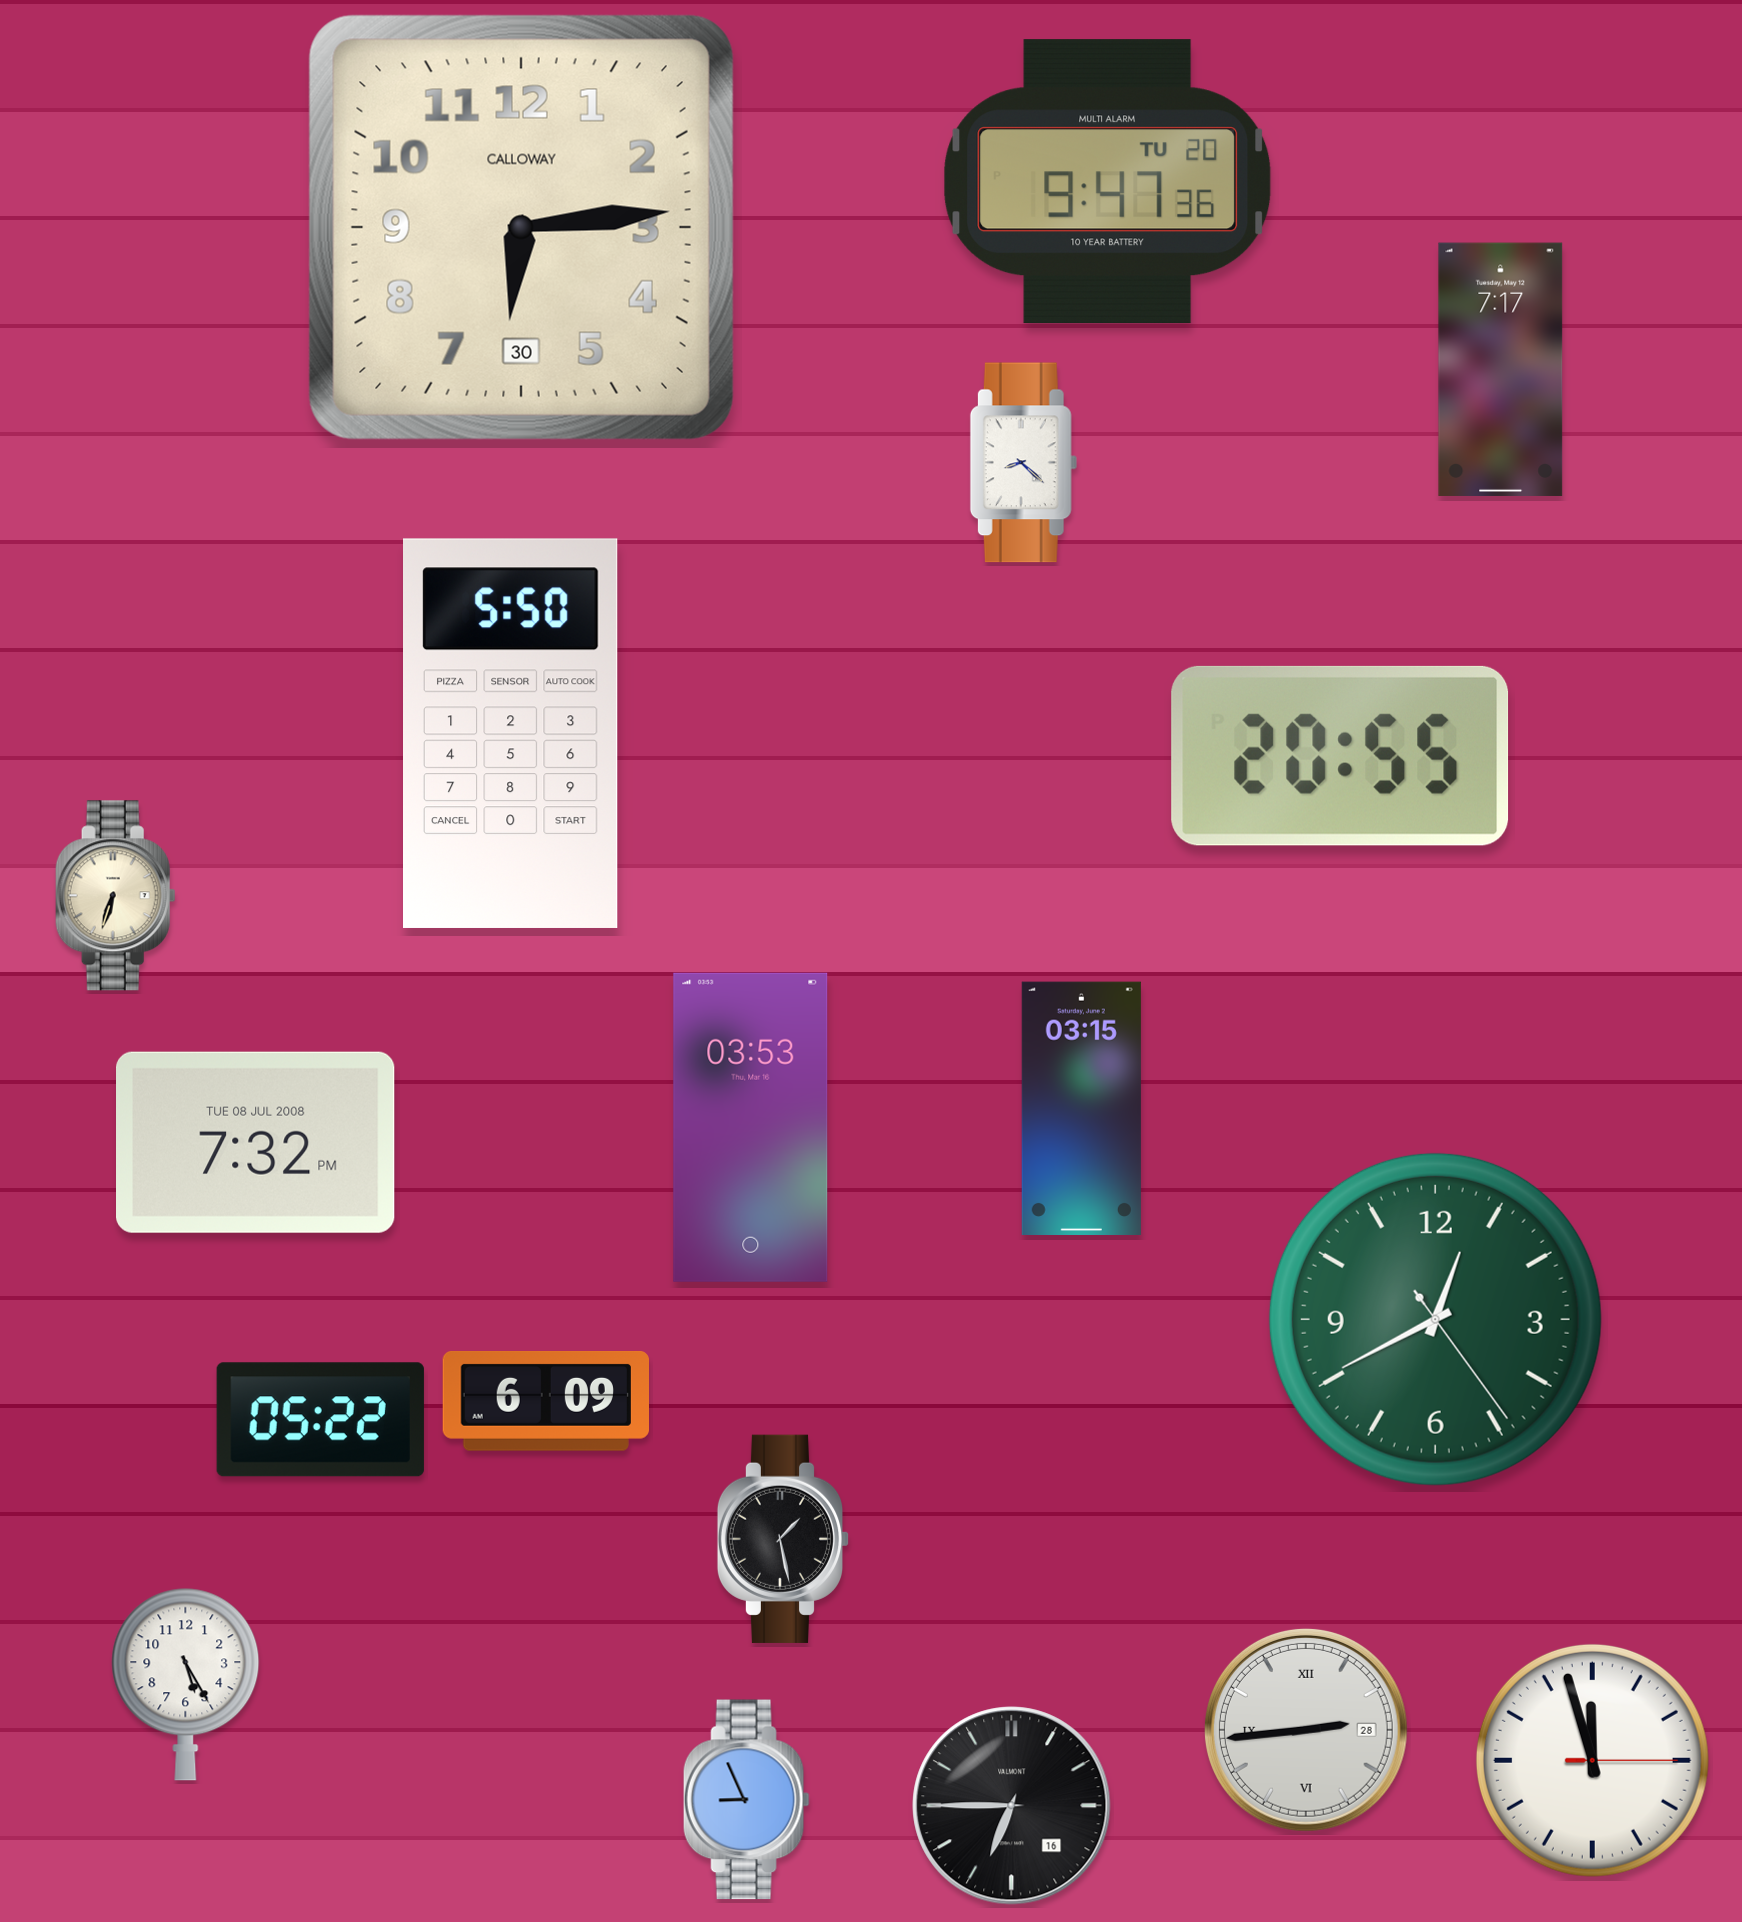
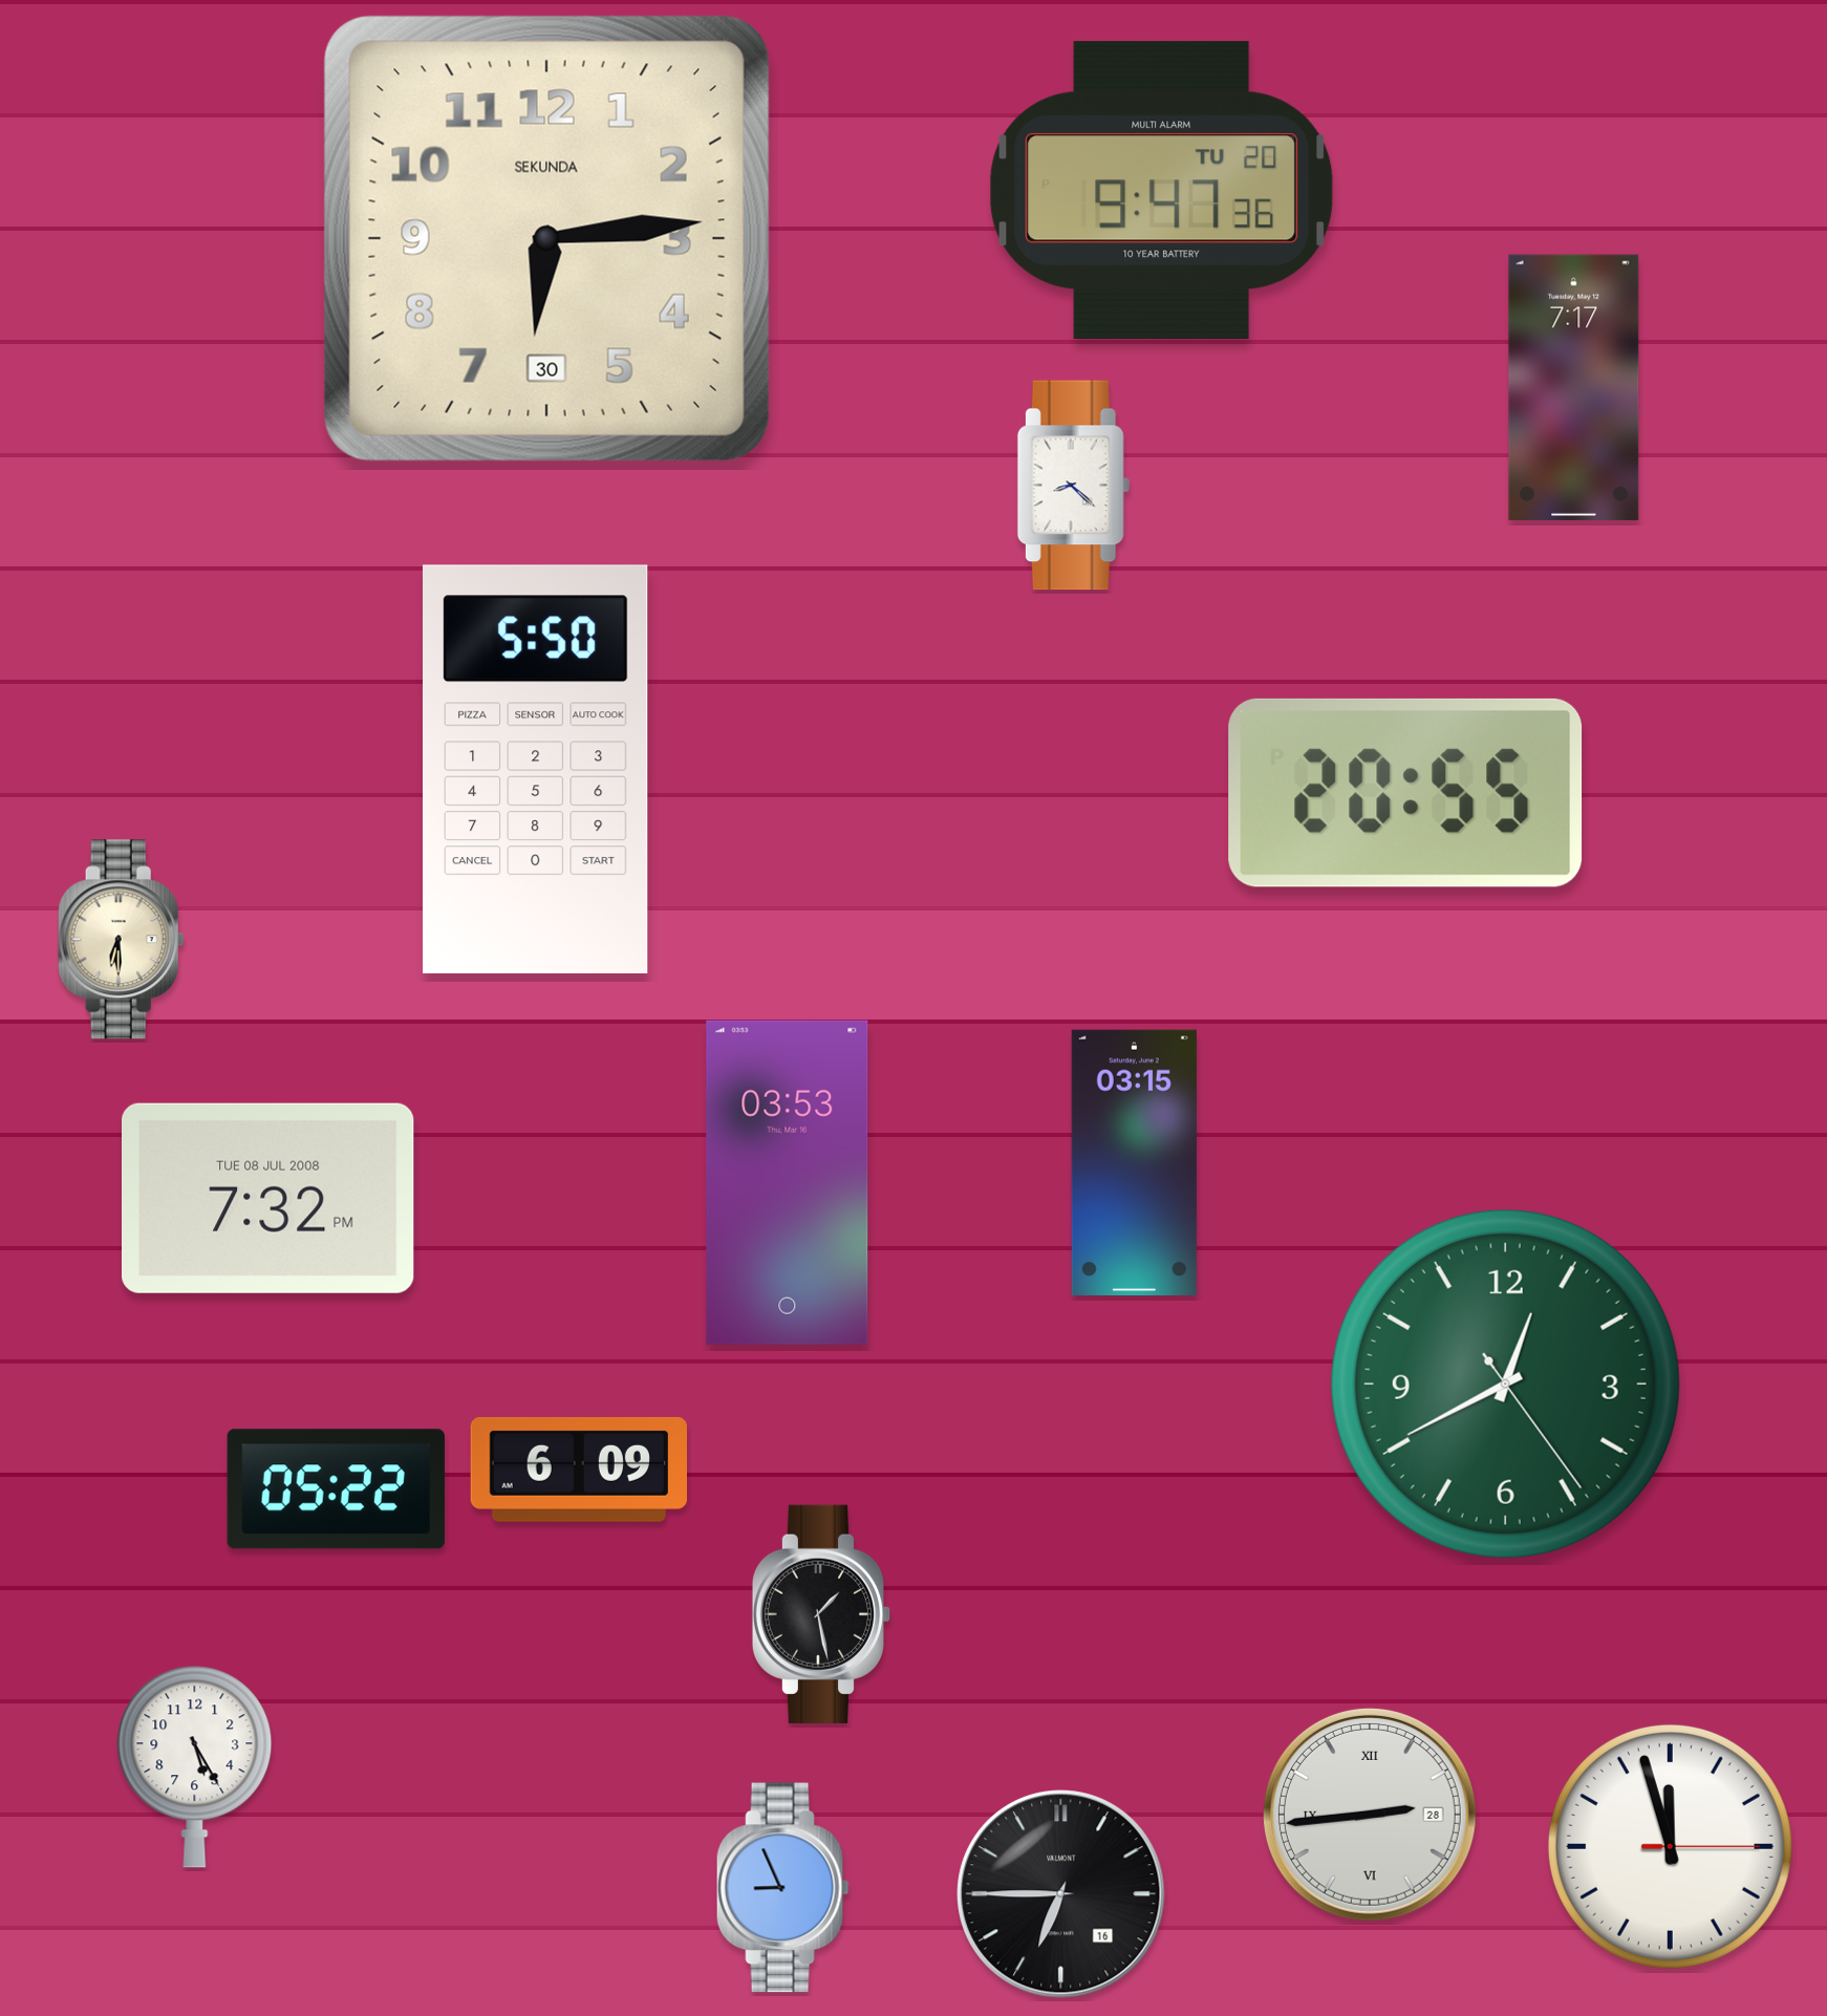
clock at (521, 227) brand: CALLOWAY -> SEKUNDA
clock at (115, 896): 6:33 -> 6:30
clock at (545, 1401) position: (545, 1401) -> (578, 1470)
